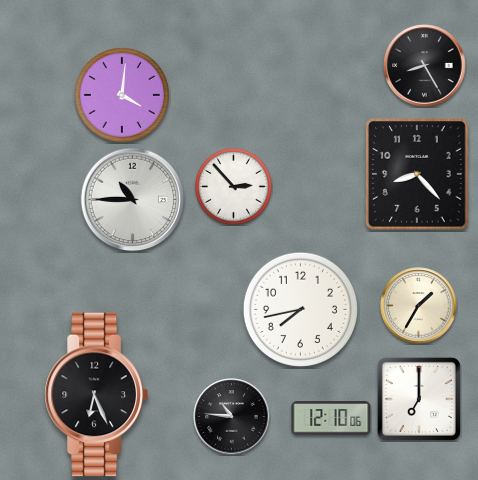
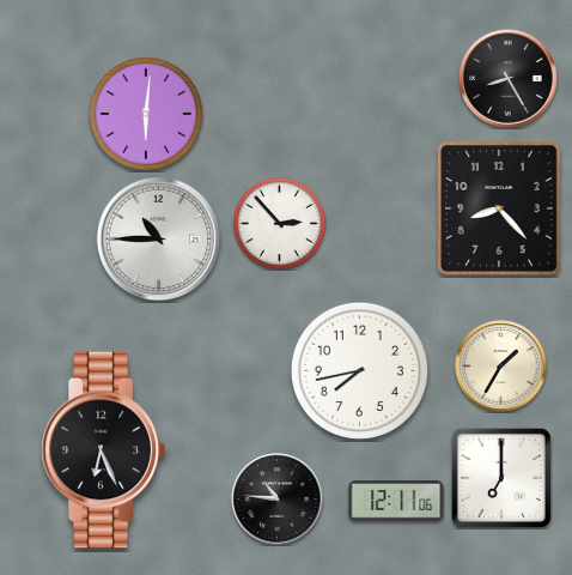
clock at (122, 95): 4:01 -> 6:01
clock at (96, 395) position: (96, 395) -> (103, 450)
clock at (331, 418): 12:10 -> 12:11
